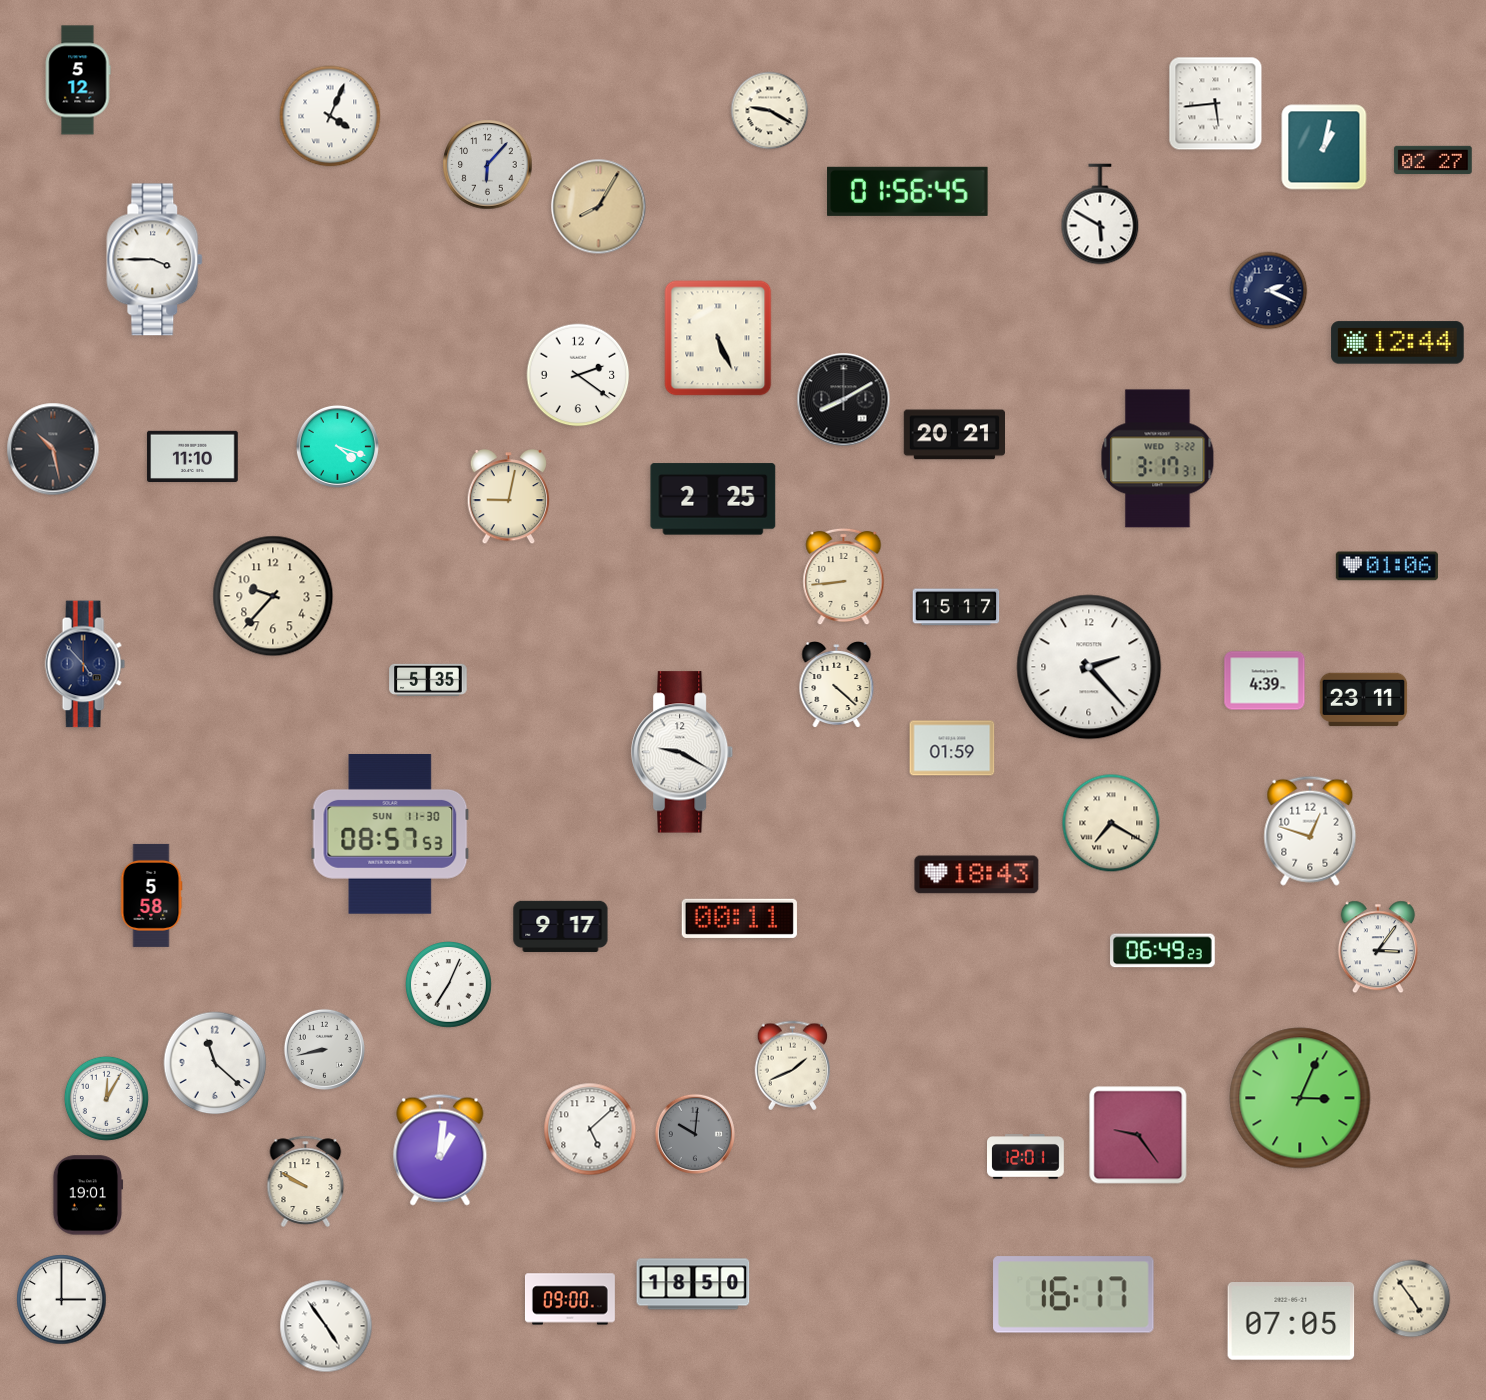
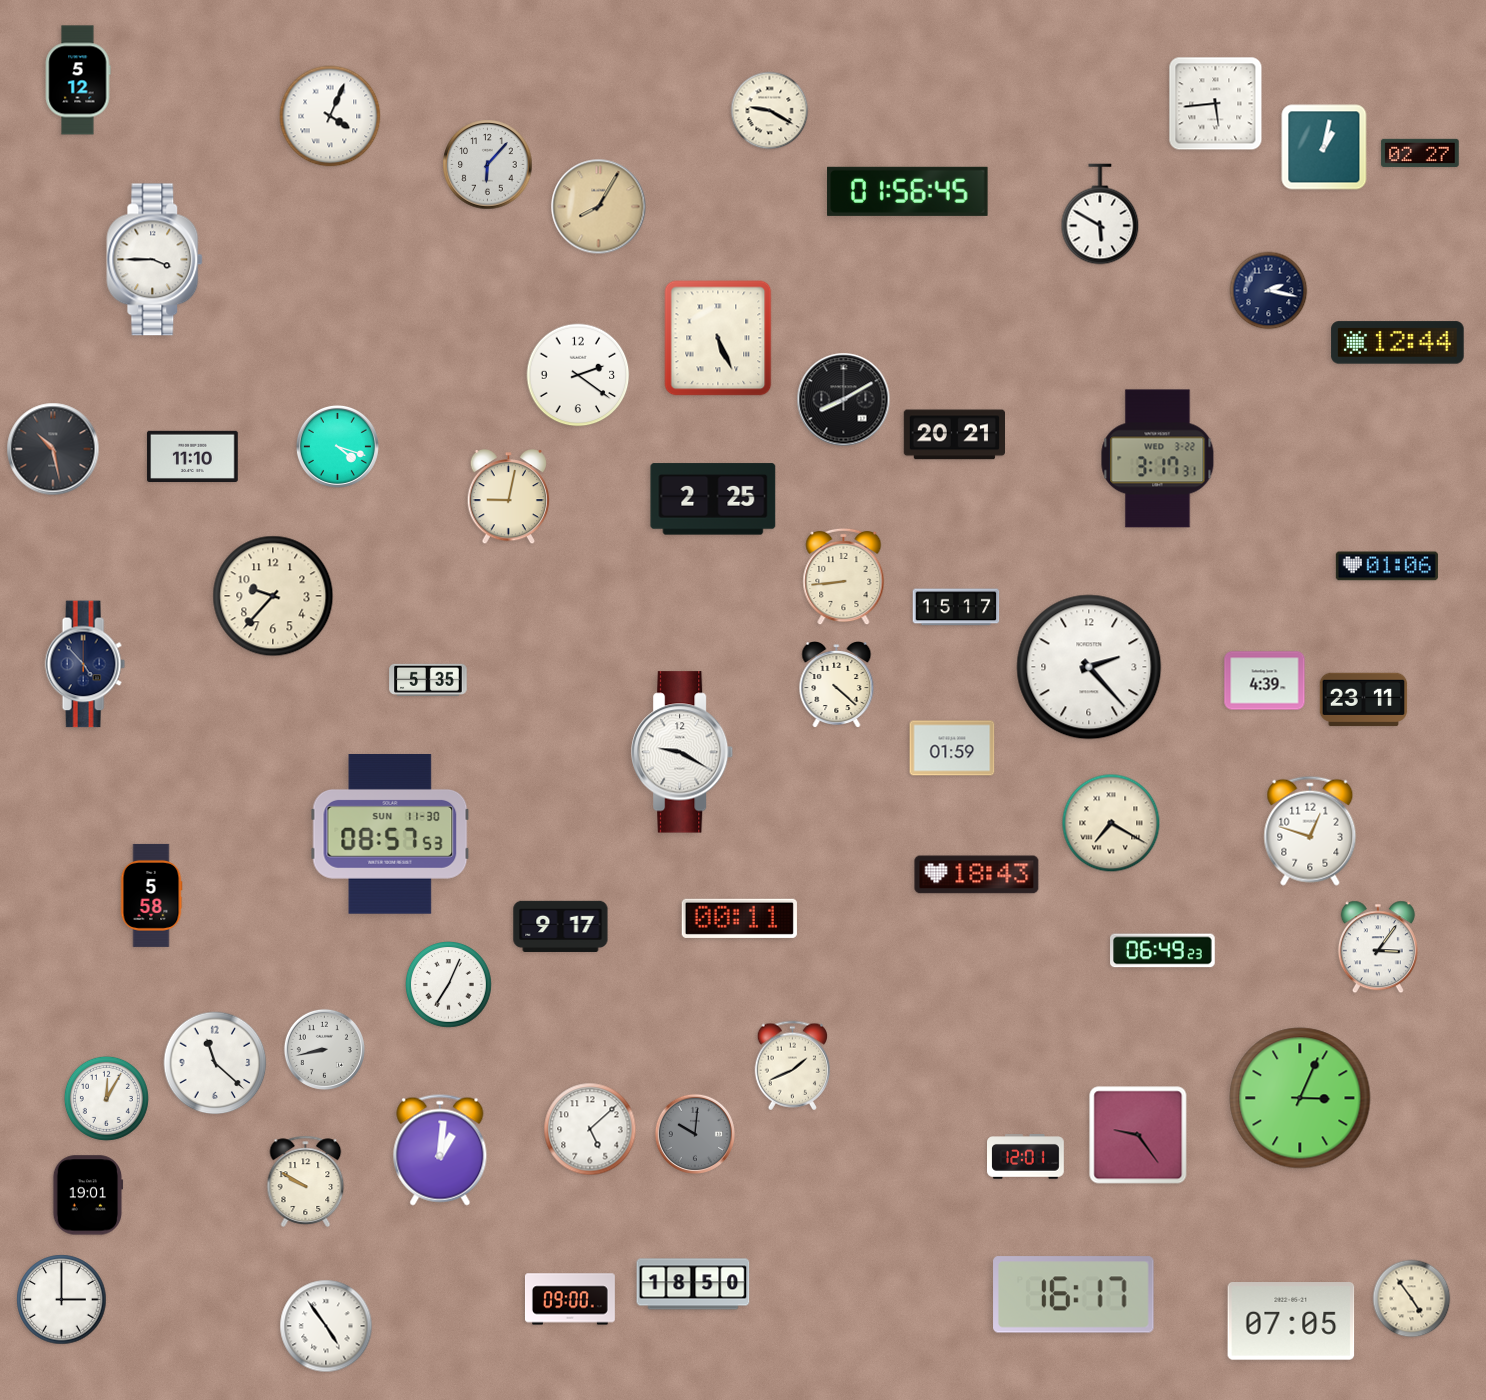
clock at (1433, 160) position: (1433, 160) -> (1420, 153)
clock at (1269, 291): 2:19 -> 2:17
